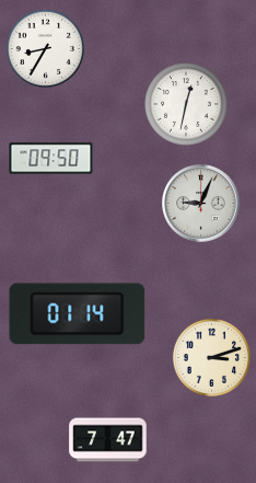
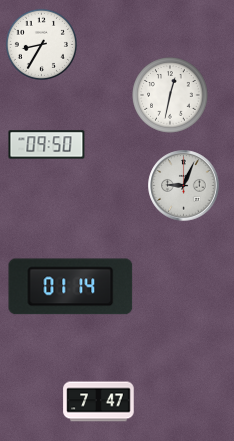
clock at (211, 357): 3:12 -> none
